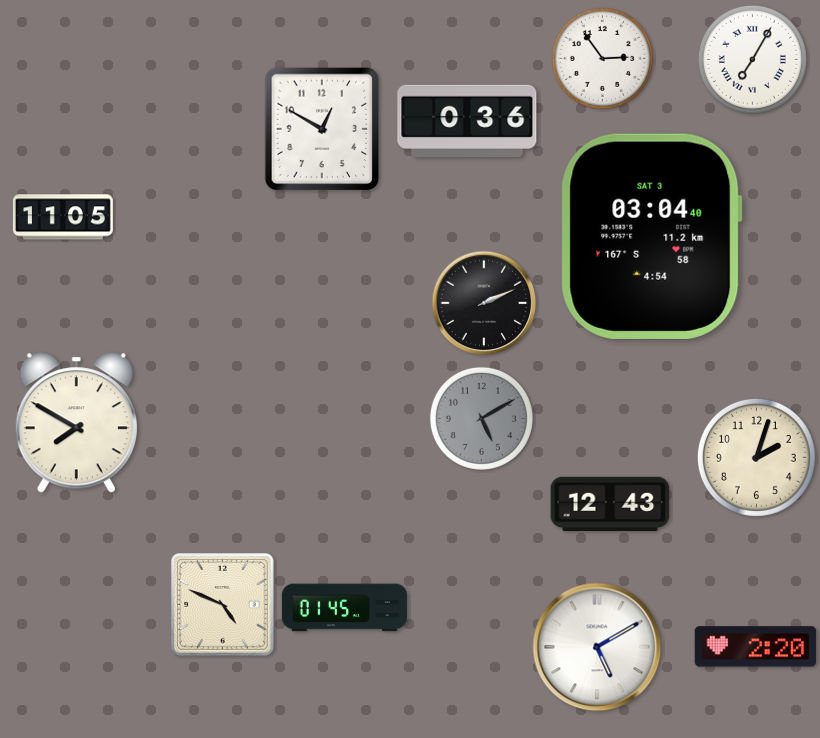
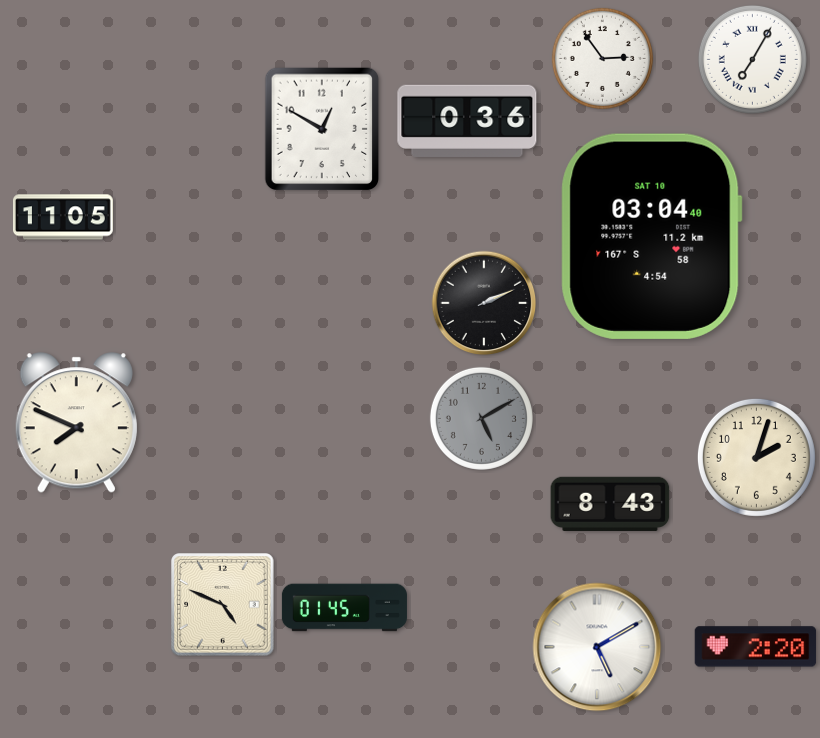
clock at (651, 236) date: SAT 3 -> SAT 10
clock at (76, 423): 7:50 -> 7:49
clock at (610, 504): 12:43 -> 8:43
